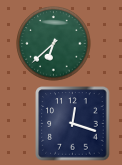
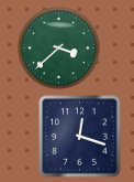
clock at (54, 44): 6:38 -> 3:38
